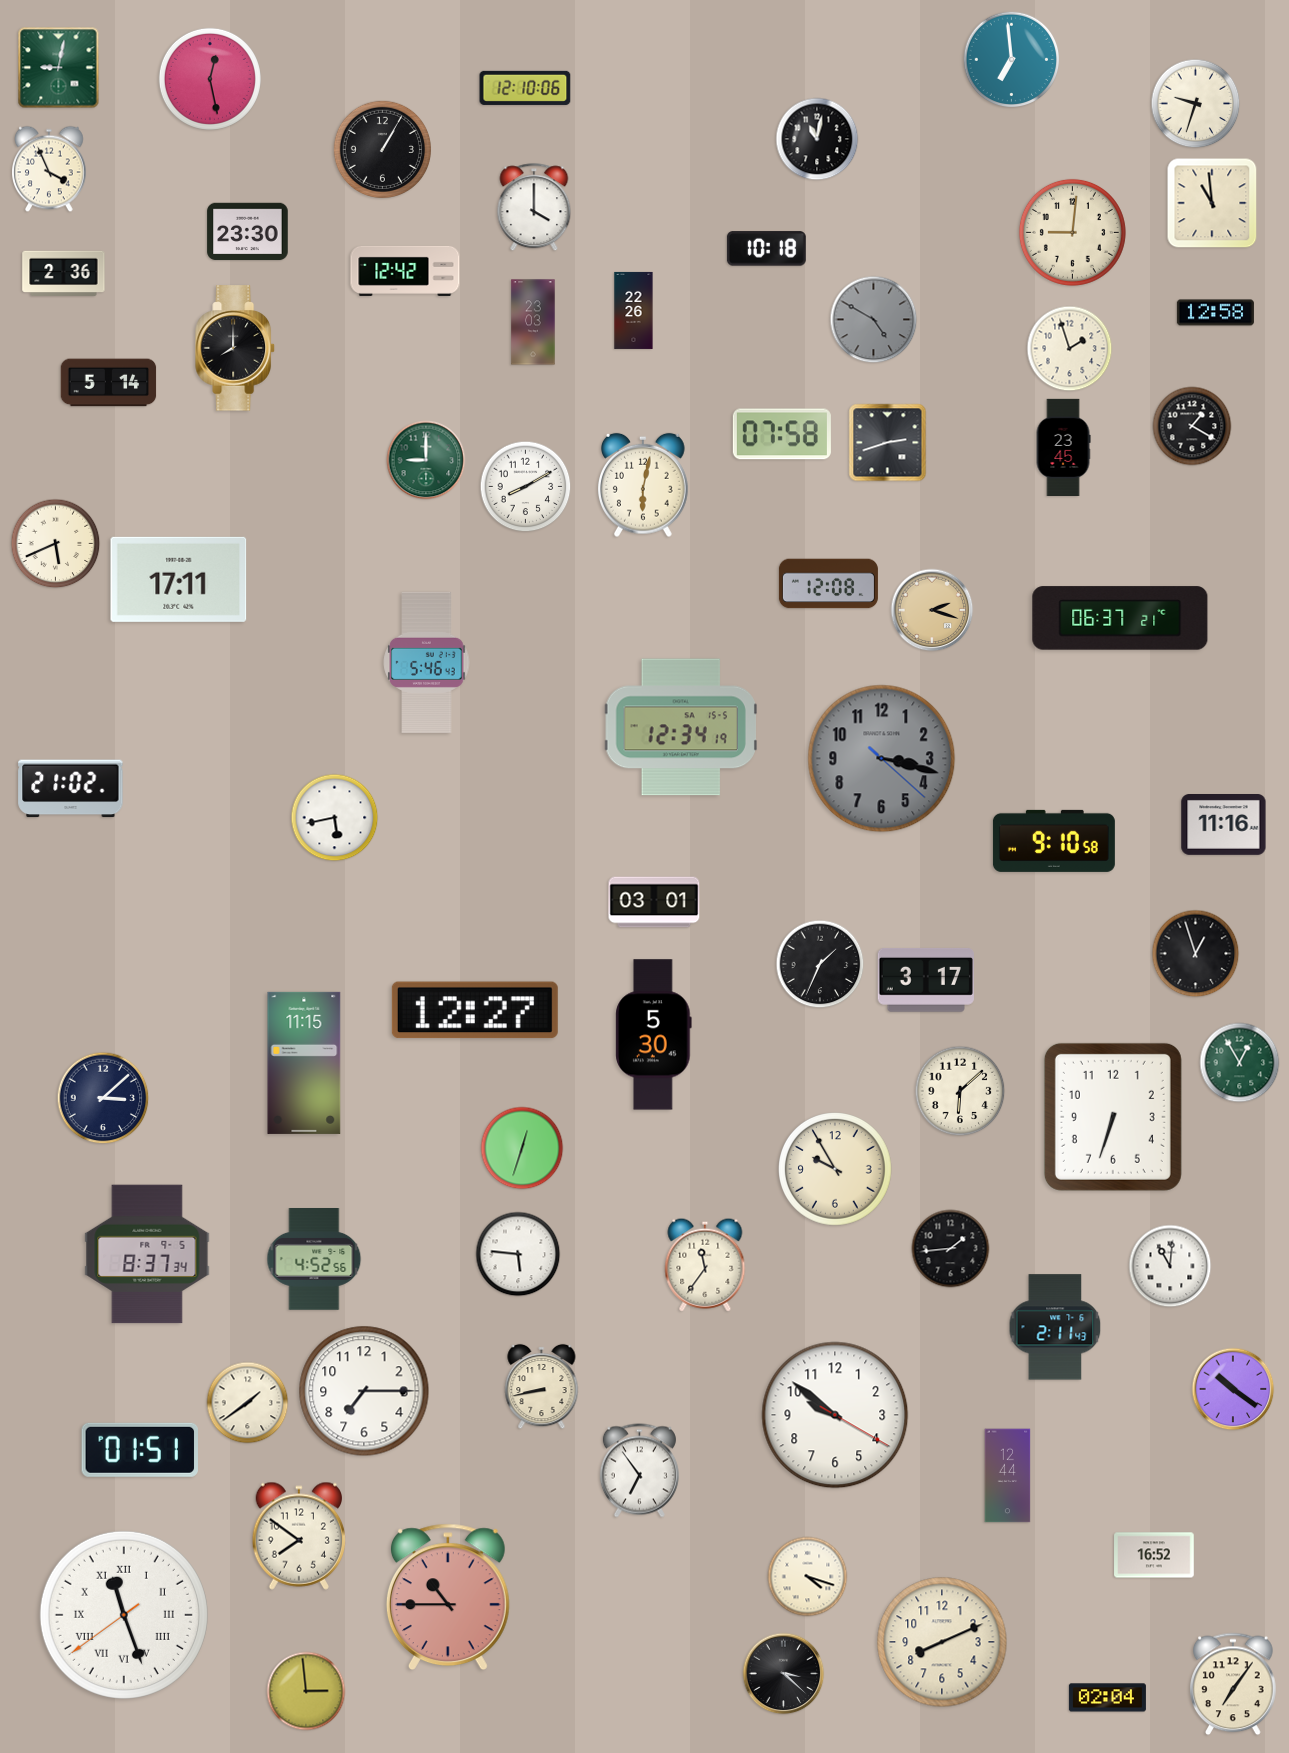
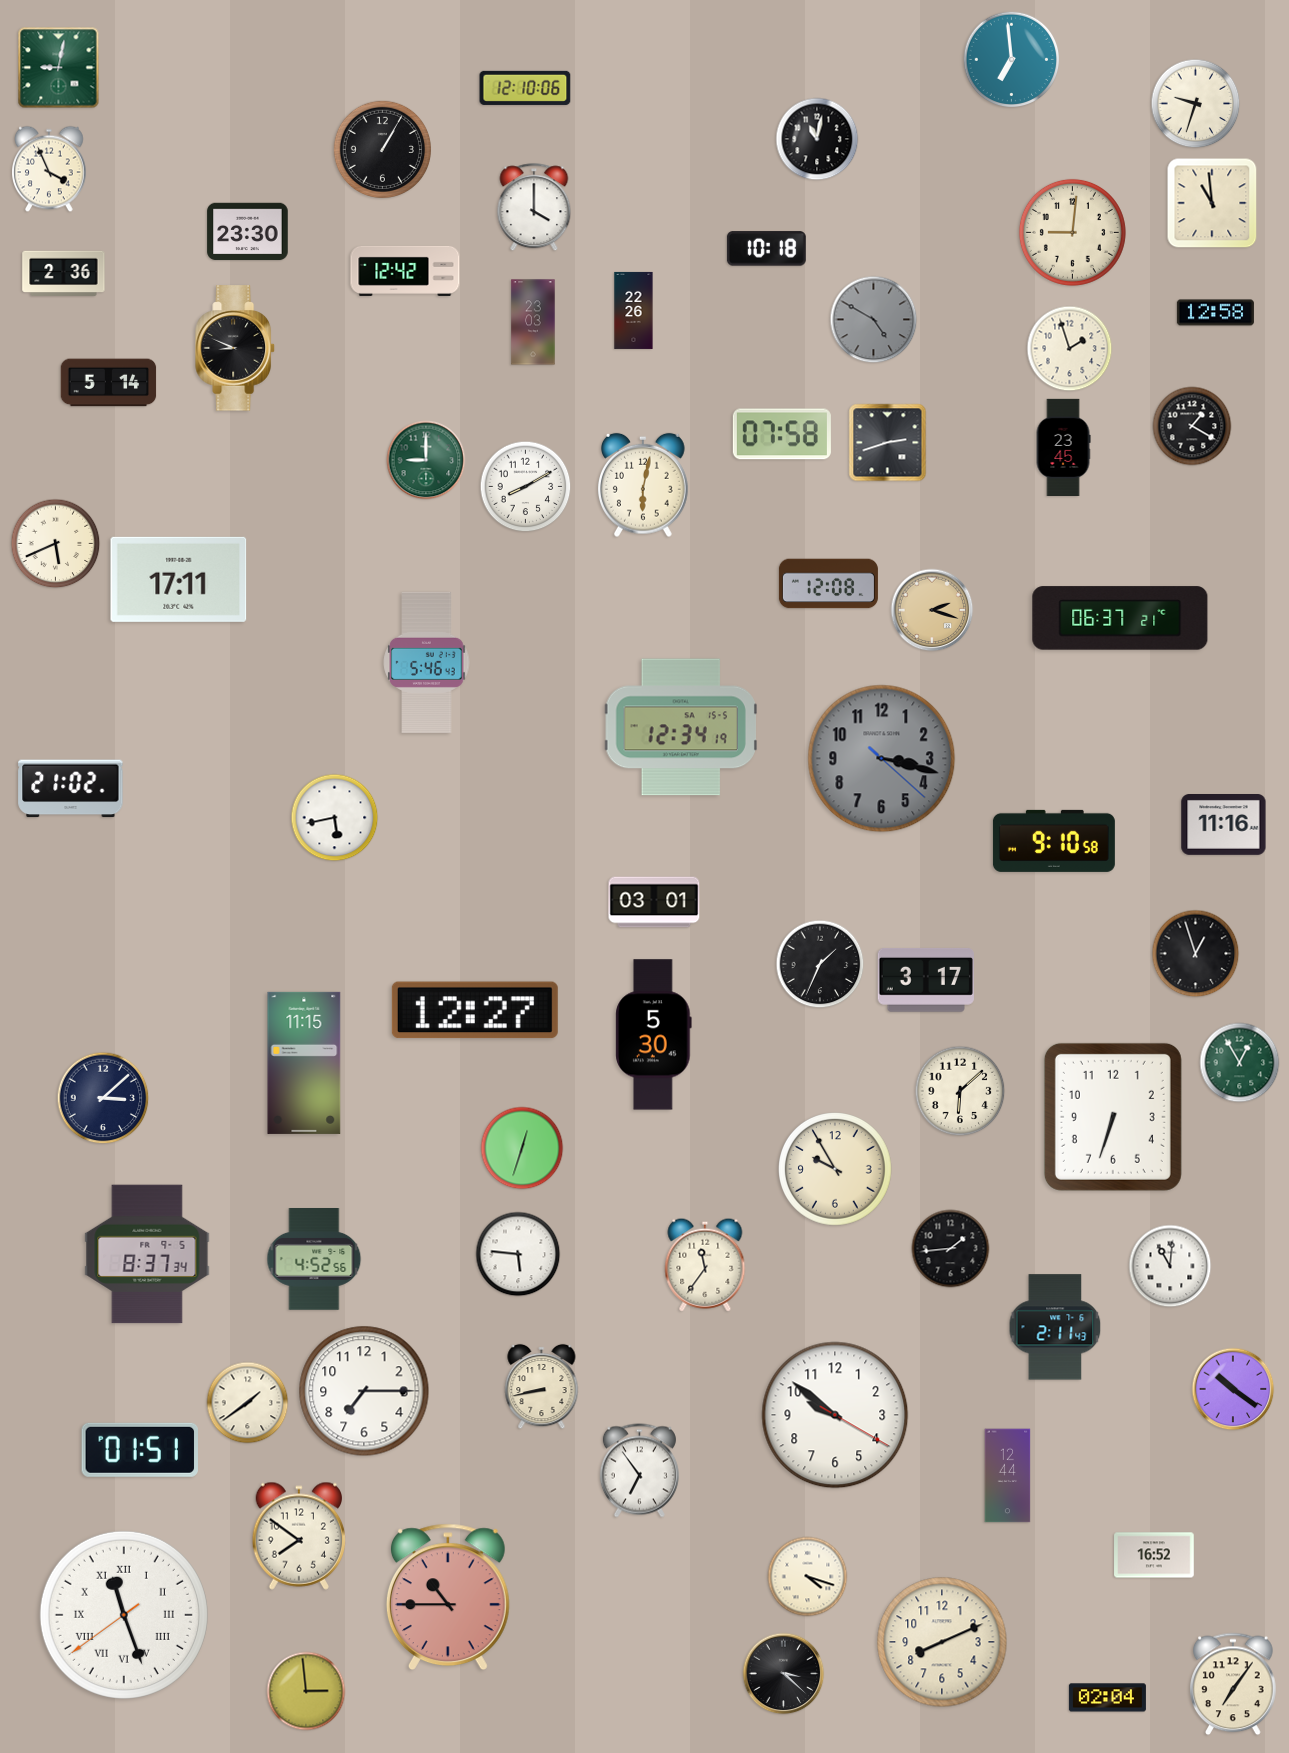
clock at (210, 79): 12:28 -> none
clock at (235, 348): 8:00 -> 8:49
